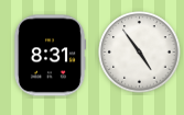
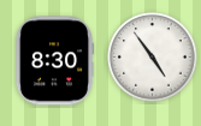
clock at (50, 56): 8:31 -> 8:30
